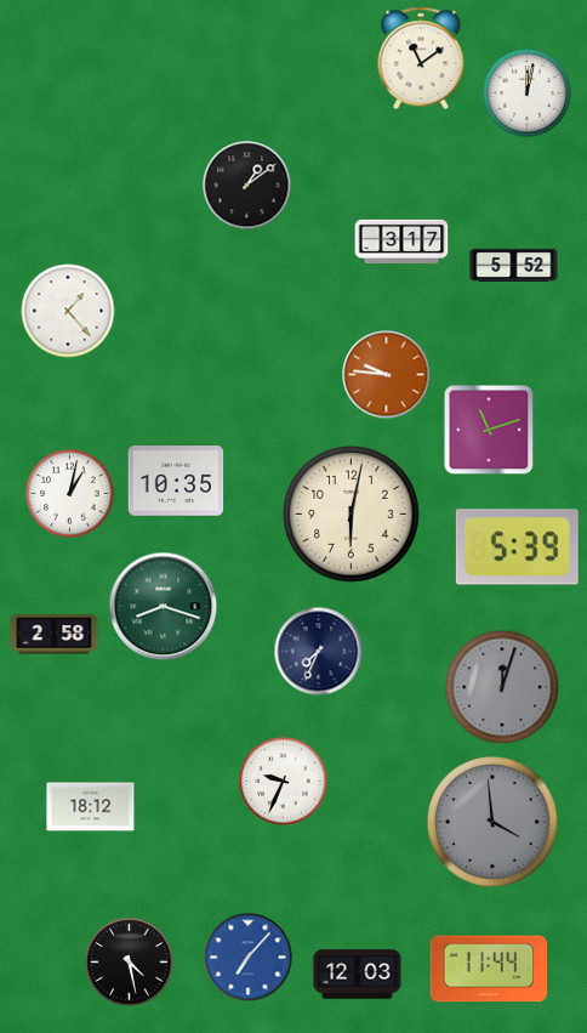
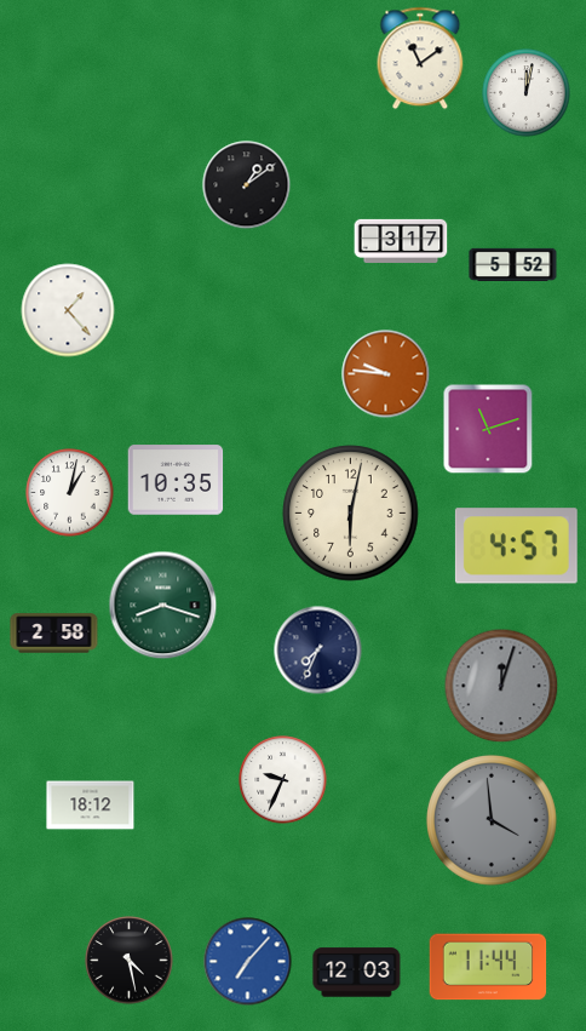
clock at (517, 547): 5:39 -> 4:57
clock at (249, 958) position: (249, 958) -> (248, 962)
